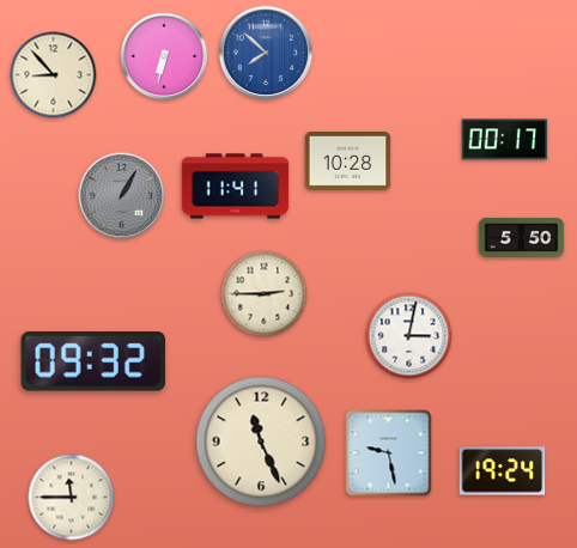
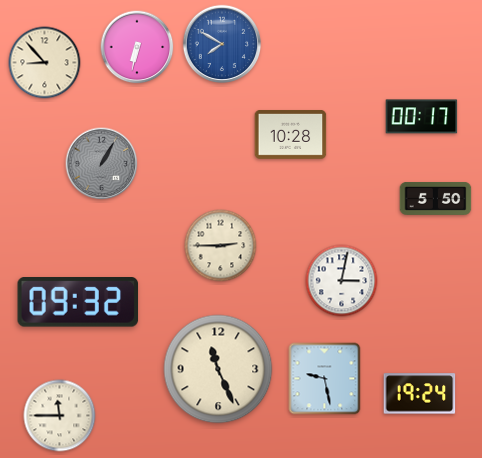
clock at (266, 53): 7:52 -> 7:50
clock at (236, 187): 11:41 -> none
